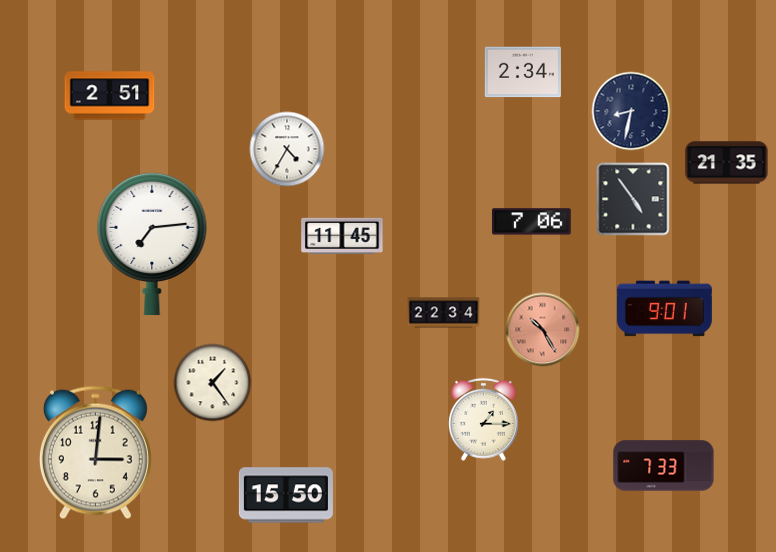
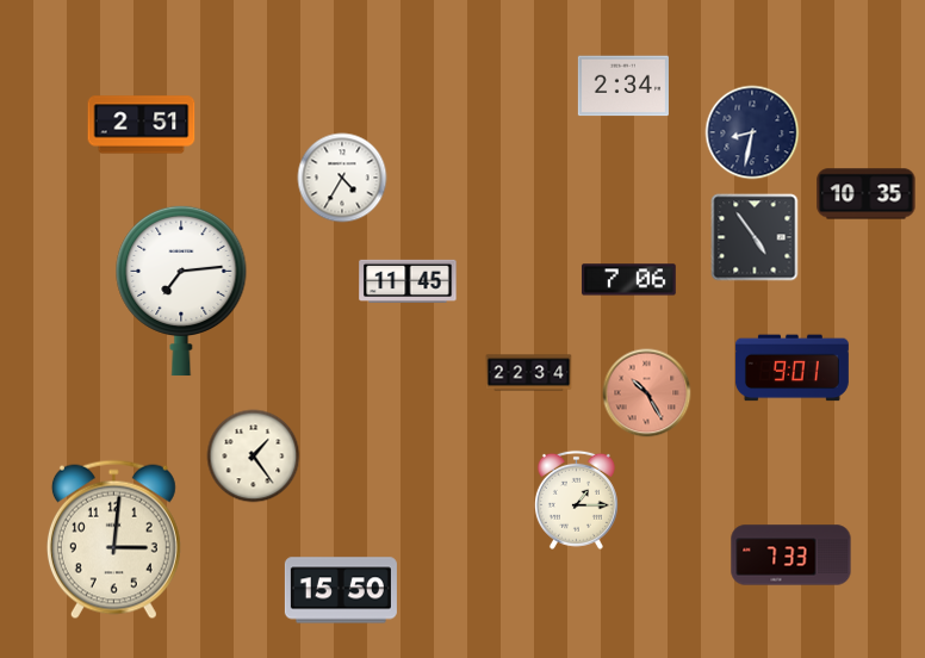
clock at (110, 96) position: (110, 96) -> (142, 125)
clock at (727, 163): 21:35 -> 10:35
clock at (531, 222) position: (531, 222) -> (628, 280)
